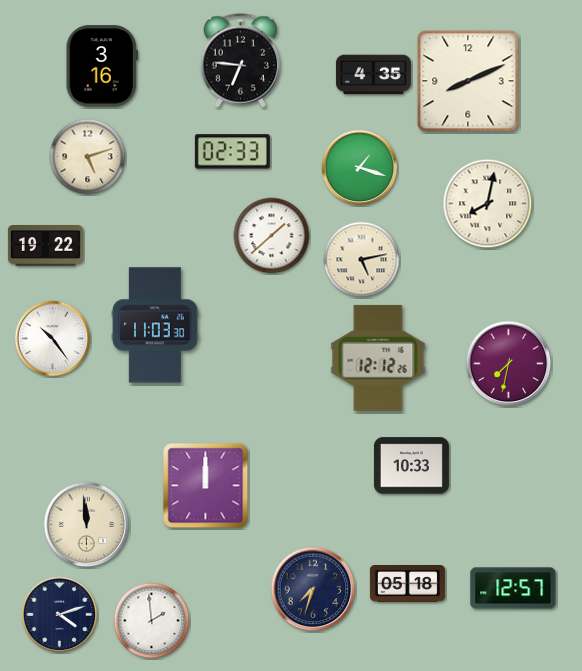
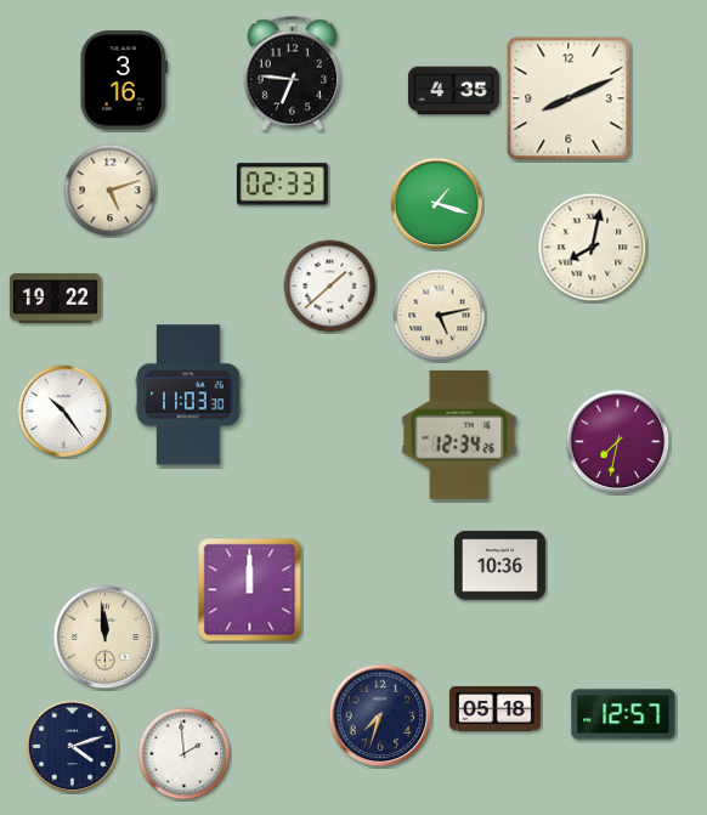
clock at (88, 157) position: (88, 157) -> (111, 191)
clock at (378, 358): 12:12 -> 12:34
clock at (411, 466): 10:33 -> 10:36
